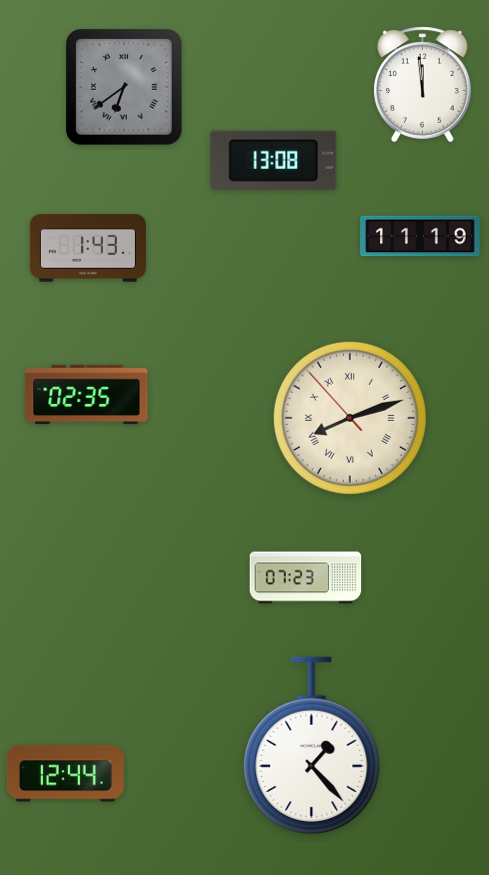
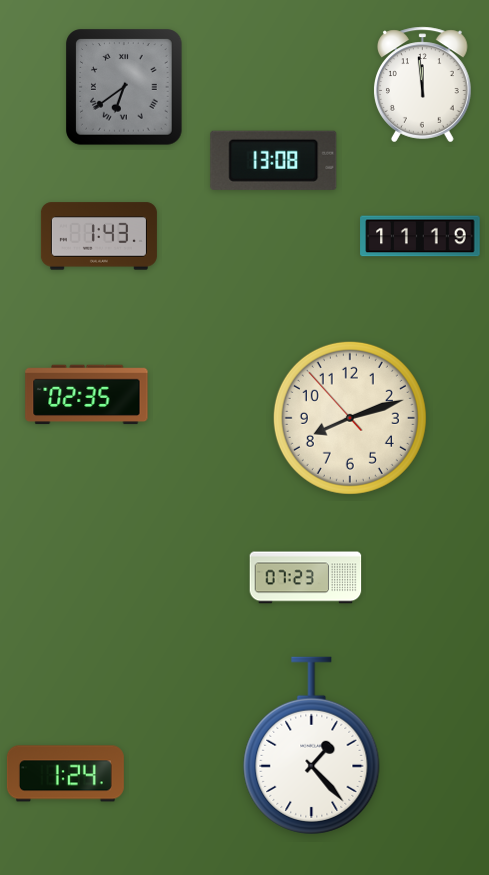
clock at (88, 248) position: (88, 248) -> (99, 236)
clock at (350, 418) numerals: Roman -> Arabic
clock at (65, 774): 12:44 -> 1:24
